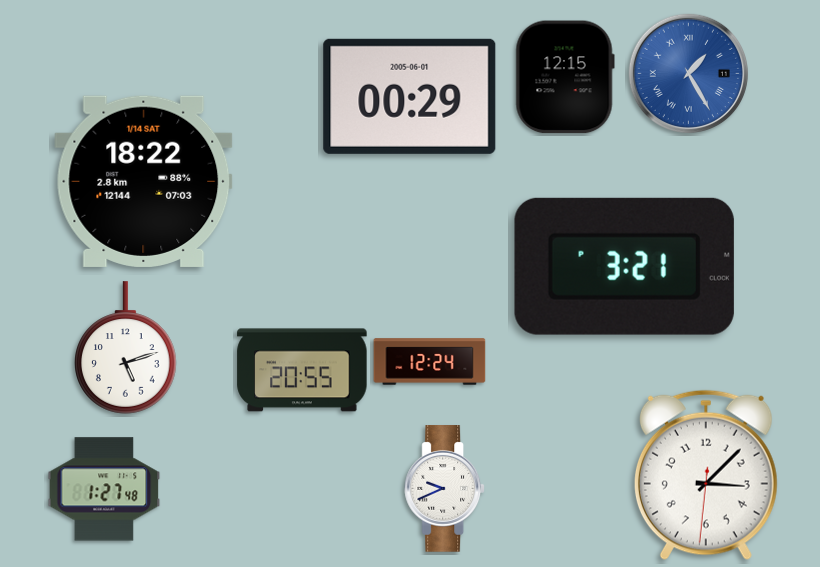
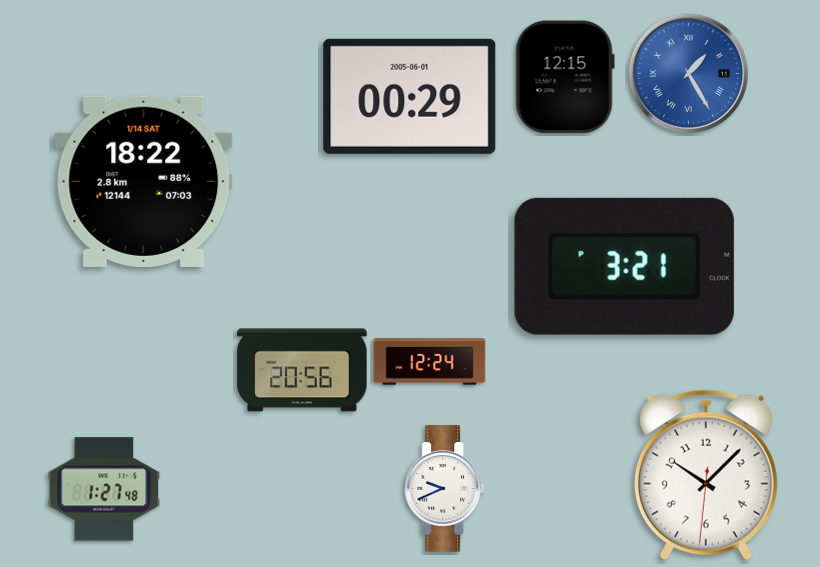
clock at (126, 348): 5:12 -> none
clock at (302, 370): 20:55 -> 20:56
clock at (706, 475): 3:07 -> 10:07
